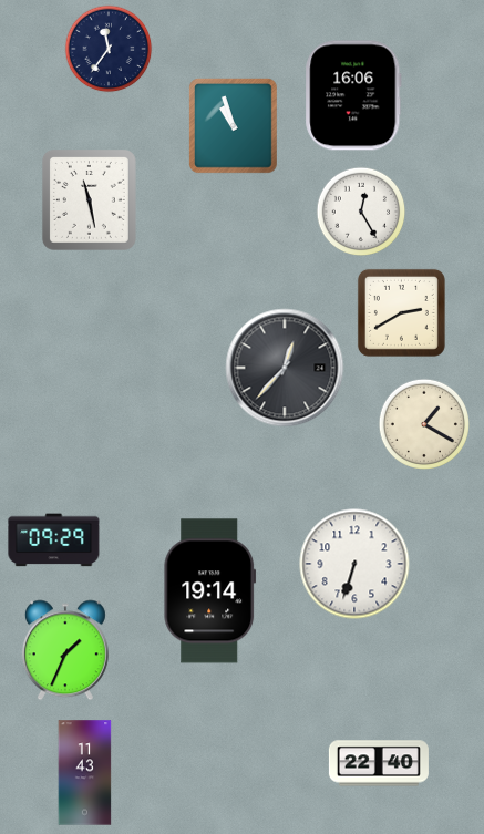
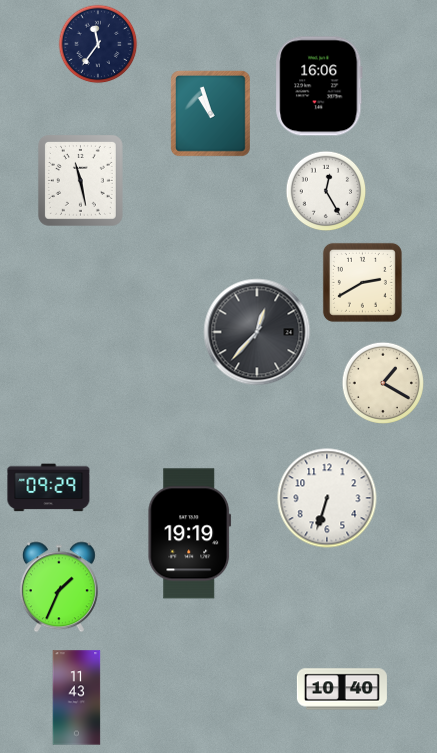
clock at (354, 564) position: (354, 564) -> (327, 498)
clock at (210, 591): 19:14 -> 19:19
clock at (379, 763): 22:40 -> 10:40
